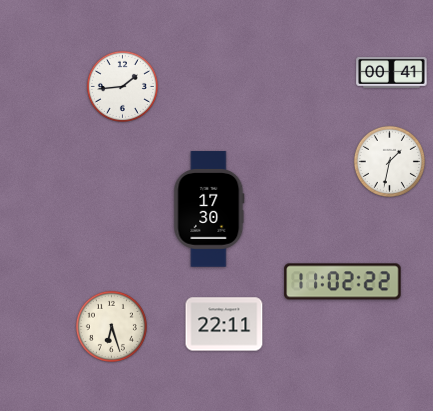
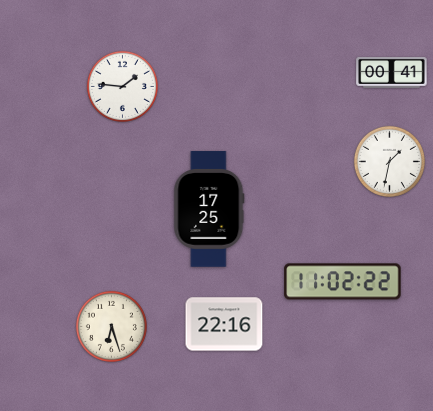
clock at (122, 86): 1:44 -> 1:46
clock at (209, 209): 17:30 -> 17:25
clock at (224, 324): 22:11 -> 22:16
